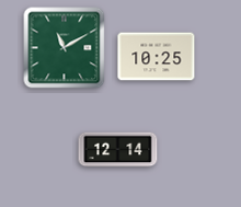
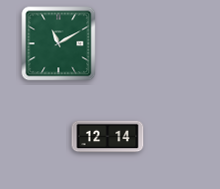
clock at (157, 57): 10:25 -> none
